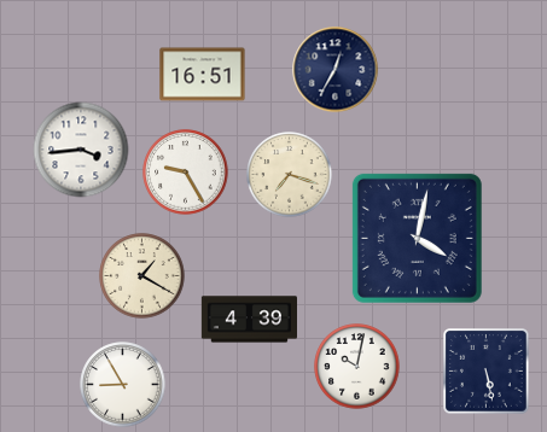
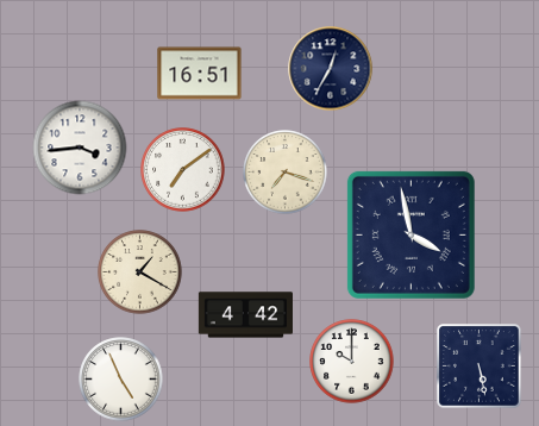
clock at (186, 173): 9:25 -> 7:09
clock at (417, 238): 4:02 -> 3:58
clock at (249, 320): 4:39 -> 4:42
clock at (357, 367): 10:02 -> 10:00
clock at (123, 385): 8:55 -> 4:56
